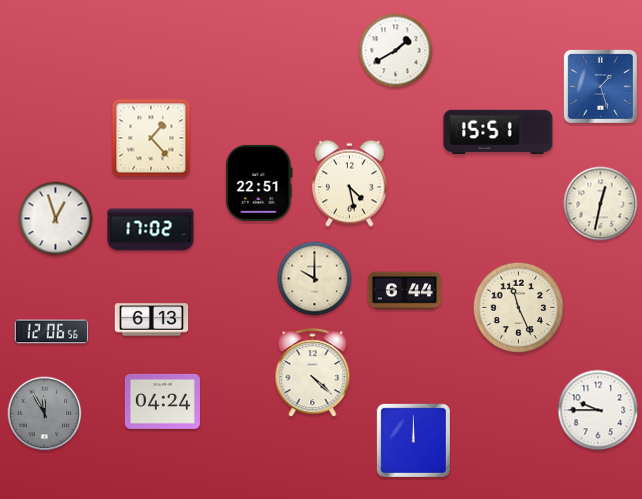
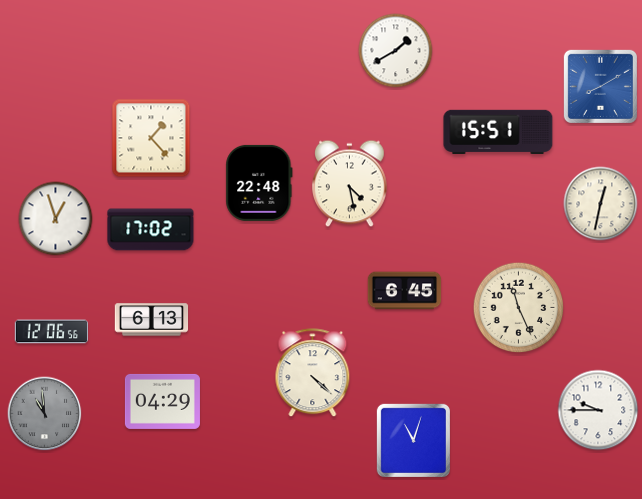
clock at (600, 86): 1:27 -> 8:10
clock at (259, 183): 22:51 -> 22:48
clock at (315, 279): 10:00 -> none
clock at (405, 291): 6:44 -> 6:45
clock at (162, 401): 04:24 -> 04:29
clock at (45, 414): 11:55 -> 10:59
clock at (413, 440): 12:00 -> 11:03
